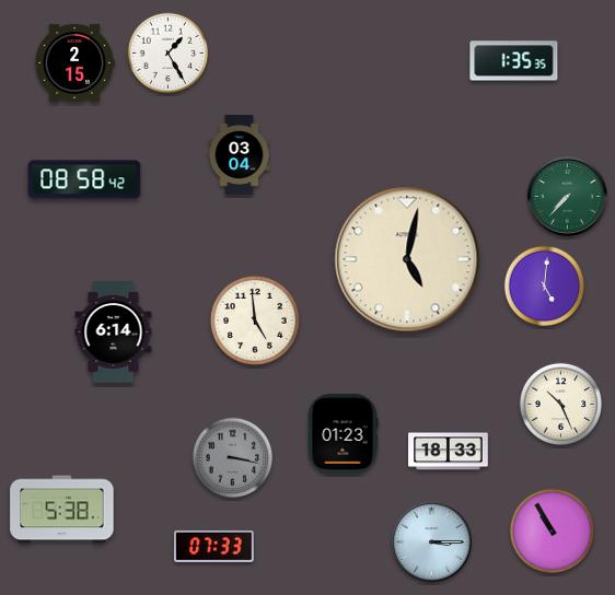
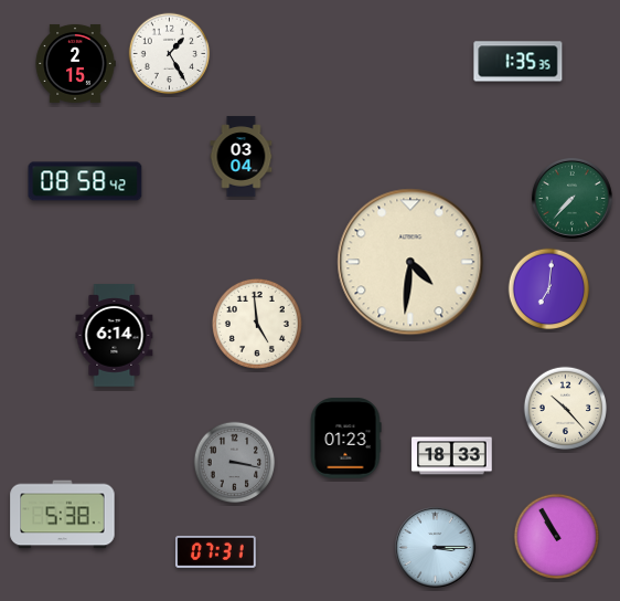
clock at (407, 259): 5:02 -> 4:31
clock at (545, 287): 5:01 -> 7:01
clock at (561, 405): 10:26 -> 10:23
clock at (214, 546): 07:33 -> 07:31
